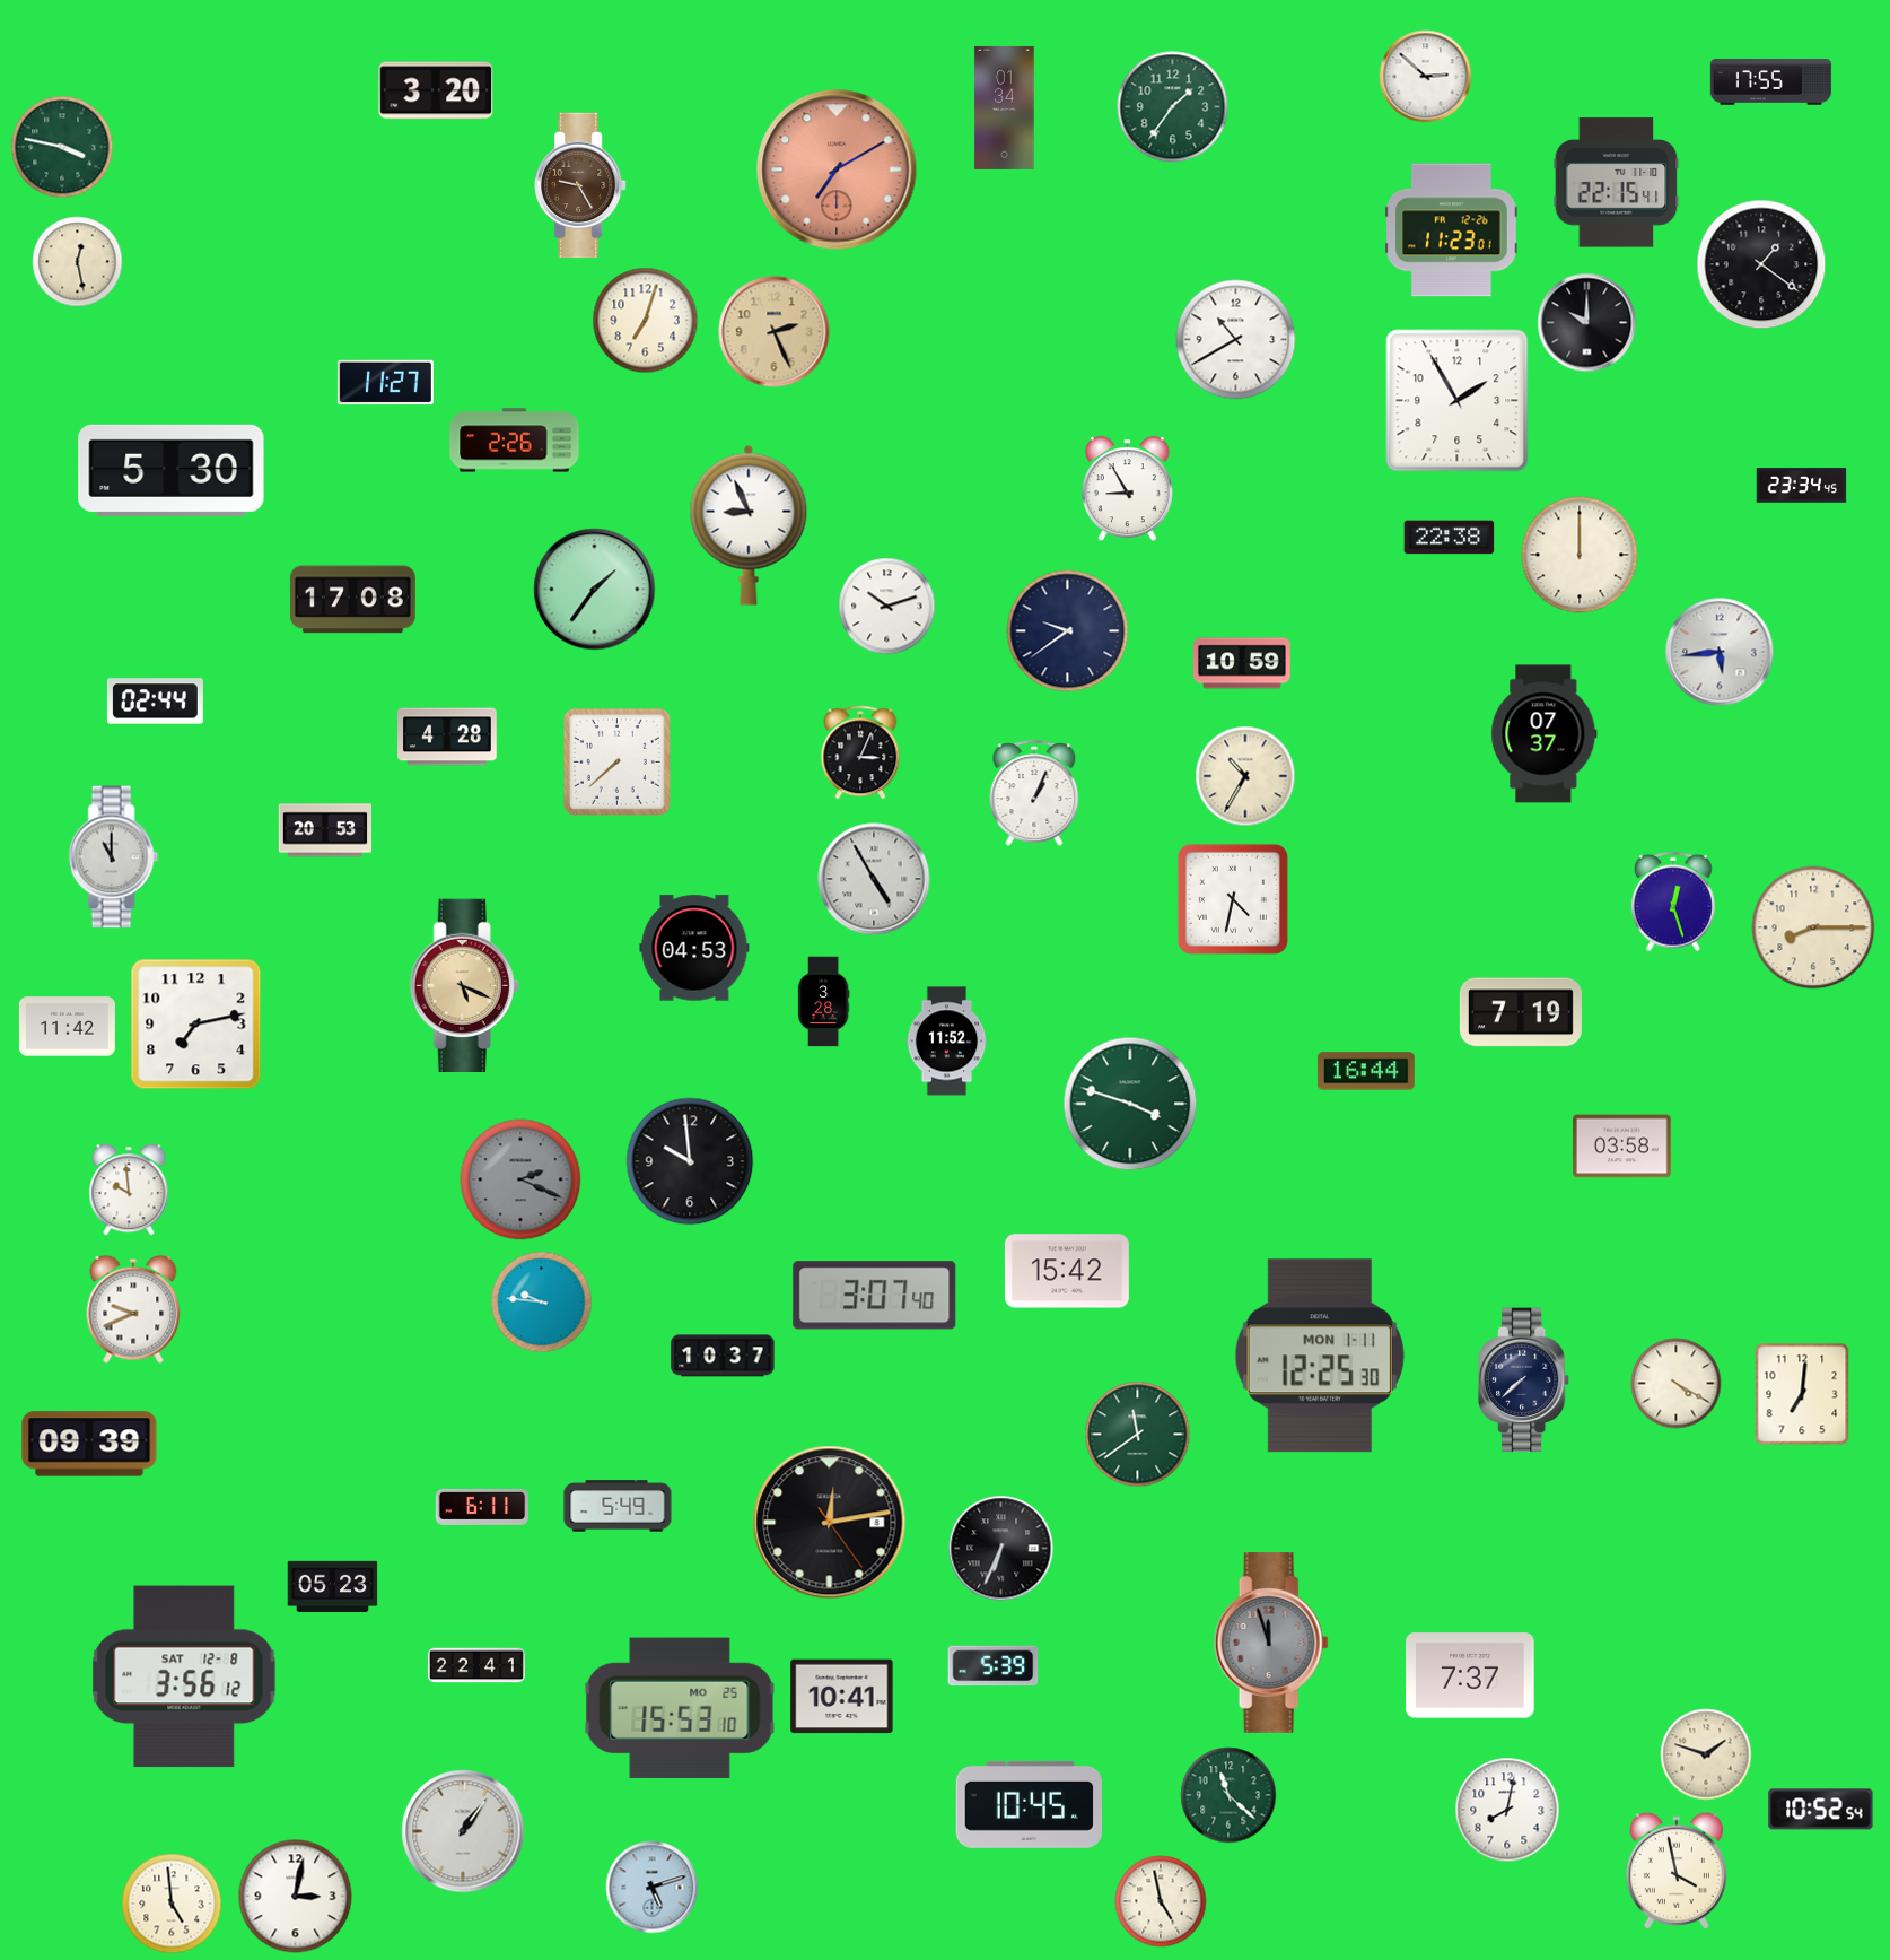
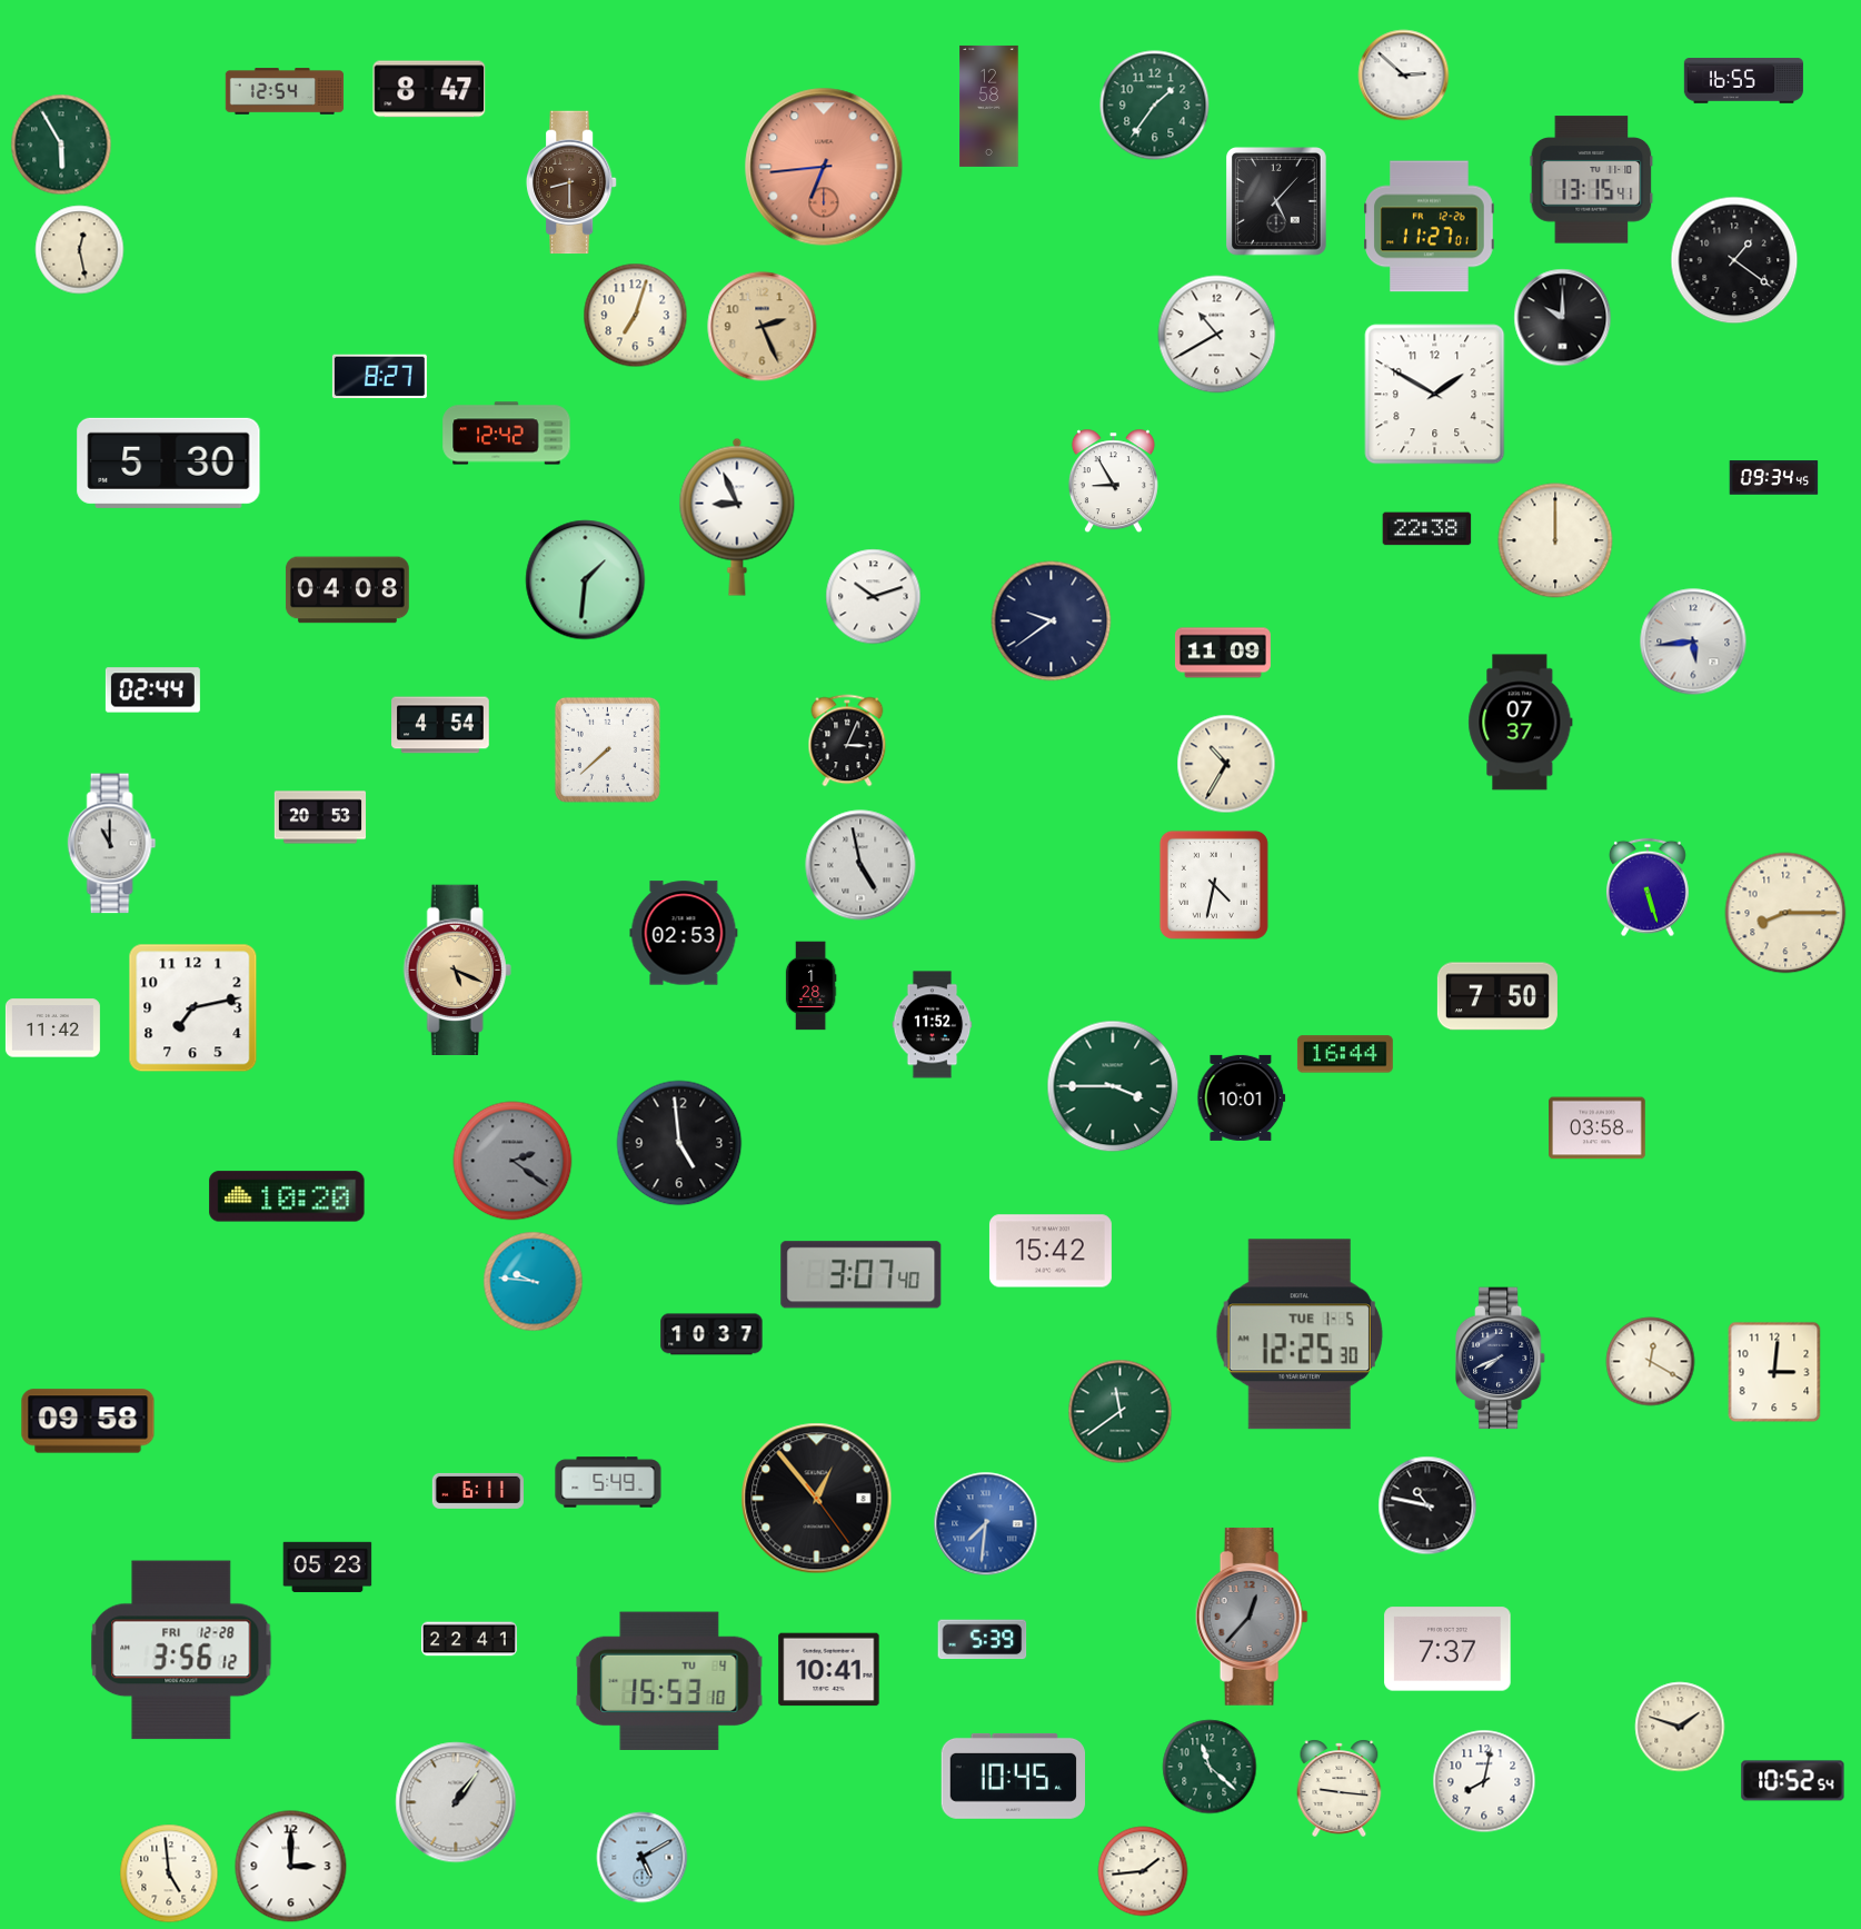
clock at (1770, 82): 17:55 -> 16:55
clock at (436, 90): 3:20 -> 8:47
clock at (285, 91): none -> 12:54
clock at (1005, 107): 01:34 -> 12:58
clock at (62, 147): 3:47 -> 5:55
clock at (837, 169): 7:10 -> 6:44
clock at (1617, 183): 22:15 -> 13:15
clock at (581, 185): 9:25 -> 8:30
clock at (1277, 202): none -> 5:07
clock at (1452, 230): 11:23 -> 11:27
clock at (78, 262) position: (78, 262) -> (80, 250)
clock at (385, 383): 11:27 -> 8:27
clock at (1458, 401): 1:55 -> 1:50
clock at (515, 441): 2:26 -> 12:42
clock at (1802, 486): 23:34 -> 09:34
clock at (1127, 489) position: (1127, 489) -> (1113, 481)
clock at (1580, 555) position: (1580, 555) -> (1555, 540)
clock at (595, 590): 1:36 -> 1:31
clock at (352, 600): 17:08 -> 04:08
clock at (1242, 663): 10:59 -> 11:09
clock at (447, 737): 4:28 -> 4:54
clock at (1034, 793): 1:04 -> none
clock at (874, 879): 4:55 -> 4:58
clock at (1673, 901): 12:27 -> 5:27
clock at (694, 948): 04:53 -> 02:53
clock at (823, 1002): 3:28 -> 1:28
clock at (1521, 1012): 7:19 -> 7:50
clock at (67, 1027) position: (67, 1027) -> (52, 1028)
clock at (1130, 1104): 3:48 -> 3:45
clock at (1242, 1097): none -> 10:01
clock at (690, 1161): 9:59 -> 4:59
clock at (520, 1179): 2:19 -> 2:21
clock at (129, 1190): 9:59 -> none
clock at (287, 1196): none -> 10:20
clock at (133, 1309): 9:41 -> none
clock at (1320, 1356) date: MON 1-11 -> TUE 1-5
clock at (1525, 1380): 7:38 -> 7:41
clock at (1677, 1384): 4:20 -> 12:20
clock at (1802, 1394): 7:01 -> 3:01
clock at (89, 1444): 09:39 -> 09:58
clock at (481, 1507) position: (481, 1507) -> (477, 1491)
clock at (830, 1523): 12:13 -> 12:53
clock at (1427, 1505): none -> 10:47
clock at (1001, 1549): 6:34 -> 7:31
clock at (1001, 1549) dial: black -> blue
clock at (333, 1587) position: (333, 1587) -> (328, 1568)
clock at (1271, 1643): 11:57 -> 12:37
clock at (994, 1666) position: (994, 1666) -> (983, 1640)
clock at (184, 1676) date: SAT 12-8 -> FRI 12-28
clock at (680, 1707) date: MO 25 -> TU 4
clock at (1340, 1788): none -> 9:16
clock at (1677, 1871): 3:58 -> none
clock at (653, 1888): 5:12 -> 5:10
clock at (296, 1897): 3:02 -> 3:00
clock at (1161, 1901): 4:58 -> 1:44
